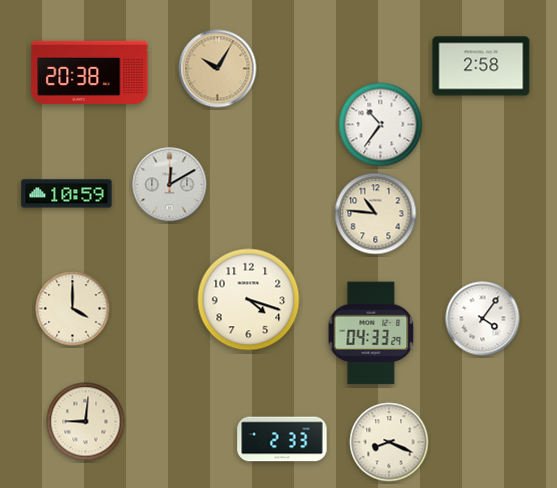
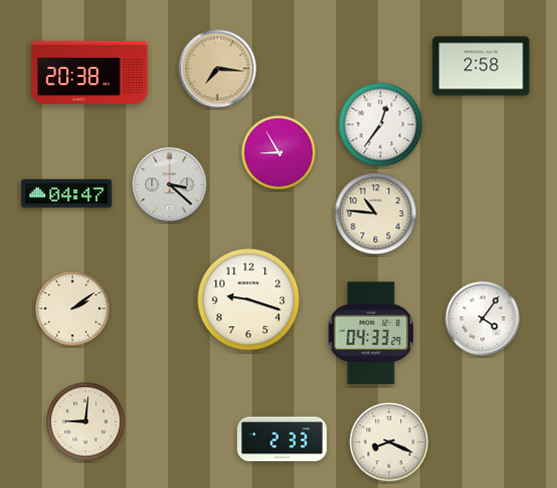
clock at (218, 69): 10:05 -> 7:16
clock at (381, 125): 10:36 -> 12:36
clock at (279, 153): none -> 8:55
clock at (170, 185): 12:10 -> 3:22
clock at (67, 194): 10:59 -> 04:47
clock at (249, 300): 4:18 -> 9:18
clock at (73, 309): 4:00 -> 2:09
